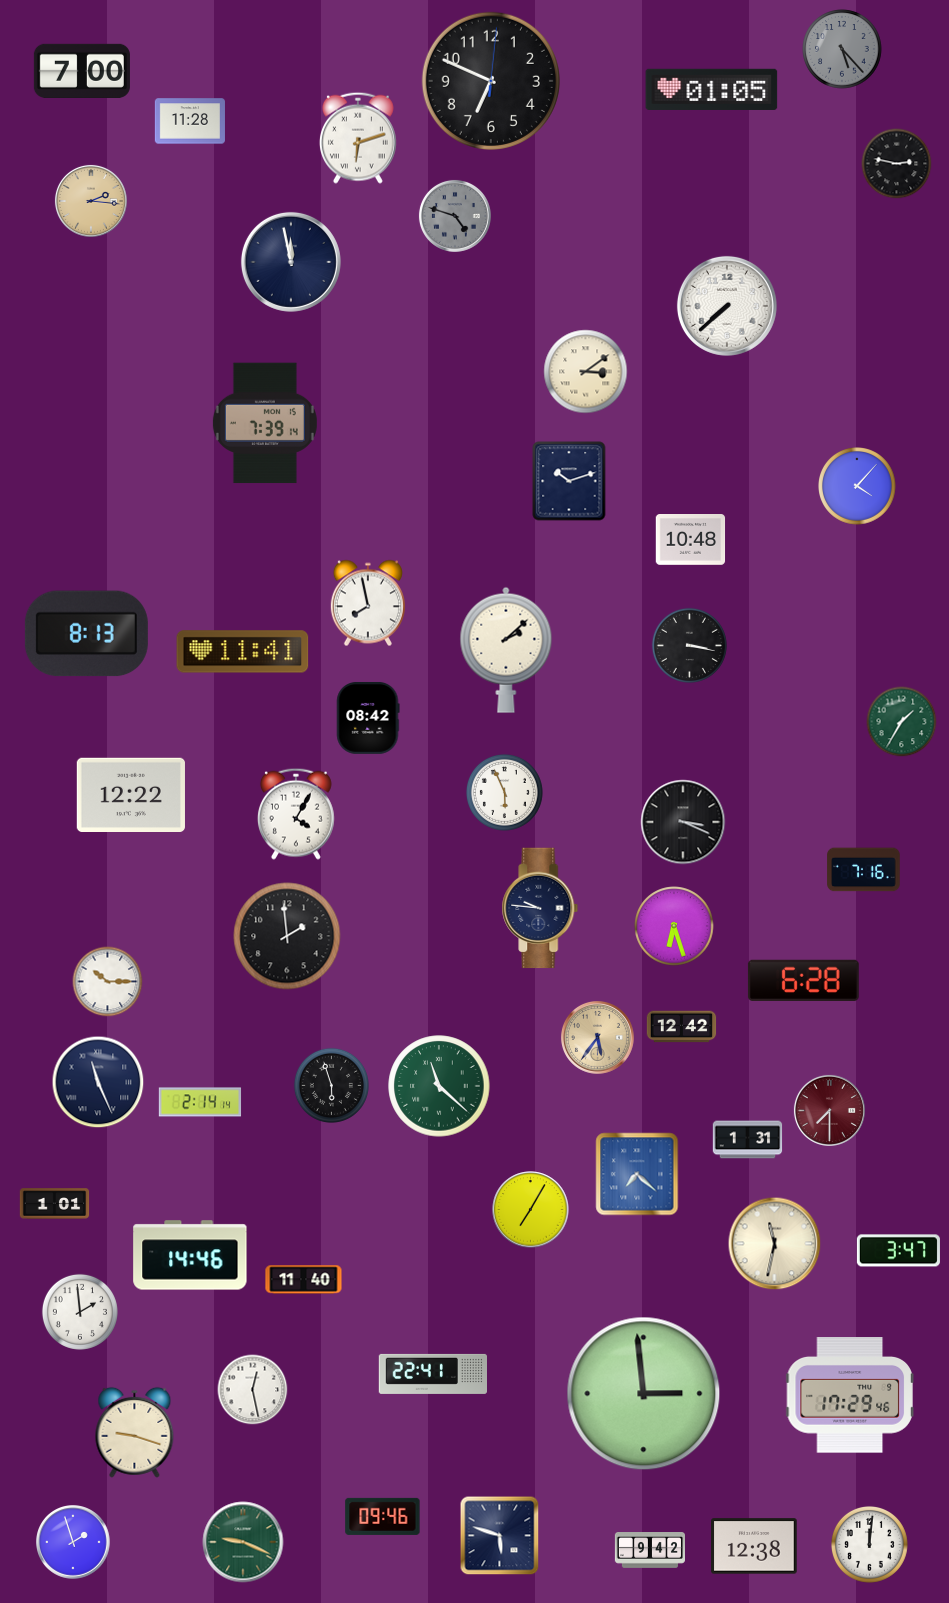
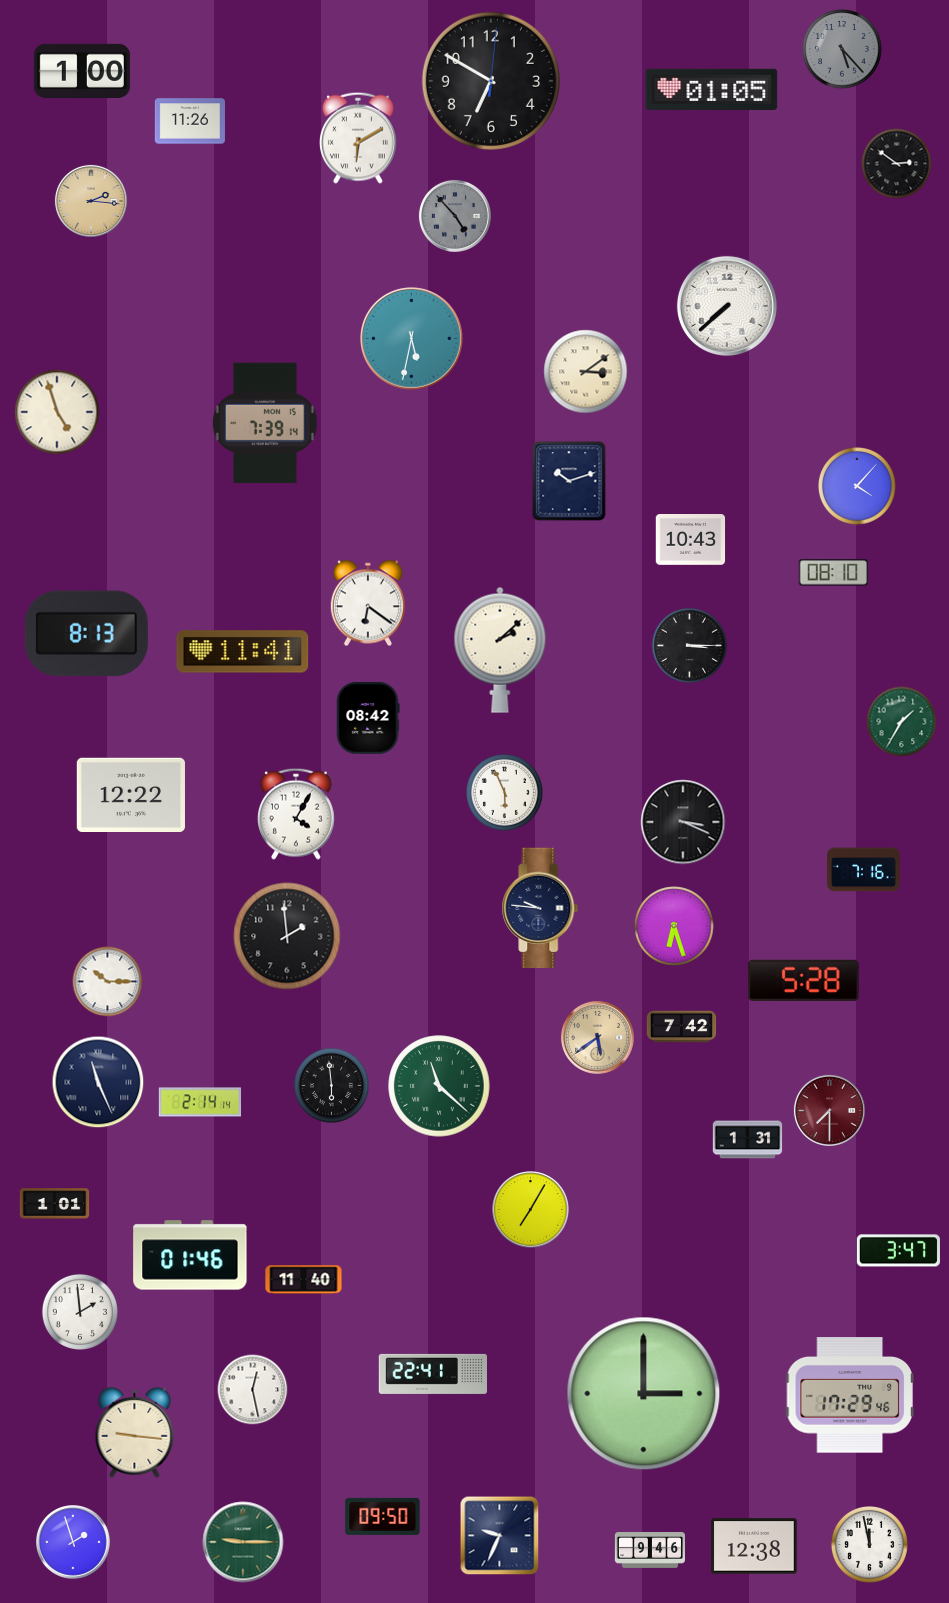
clock at (82, 71): 7:00 -> 1:00
clock at (491, 81): 6:49 -> 6:50
clock at (190, 121): 11:28 -> 11:26
clock at (358, 138): 6:12 -> 6:10
clock at (897, 164): 2:47 -> 2:51
clock at (455, 216): 4:48 -> 4:53
clock at (291, 262): 11:58 -> none
clock at (411, 338): none -> 5:32
clock at (57, 412): none -> 4:57
clock at (691, 540): 10:48 -> 10:43
clock at (834, 573): none -> 08:10
clock at (368, 603): 7:58 -> 6:21
clock at (689, 645): 3:17 -> 3:15
clock at (506, 650) position: (506, 650) -> (500, 650)
clock at (803, 980): 6:28 -> 5:28
clock at (682, 1027): 12:42 -> 7:42
clock at (597, 1037): 5:36 -> 5:39
clock at (331, 1085): 5:57 -> 5:59
clock at (637, 1174): 7:22 -> none
clock at (775, 1244): 11:32 -> none
clock at (190, 1255): 14:46 -> 01:46
clock at (644, 1394): 2:59 -> 3:00
clock at (135, 1432): 9:18 -> 9:16
clock at (383, 1516): 09:46 -> 09:50
clock at (500, 1536): 5:48 -> 9:34
clock at (243, 1542): 9:19 -> 9:15
clock at (869, 1544): 12:01 -> 11:58
clock at (649, 1551): 9:42 -> 9:46
